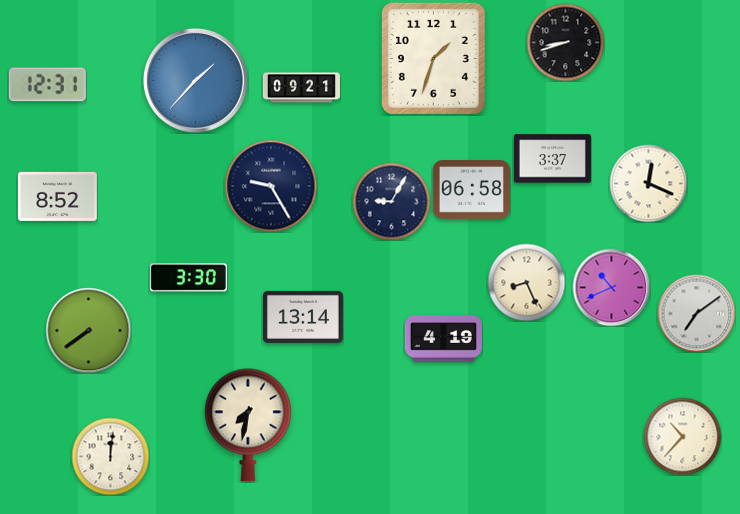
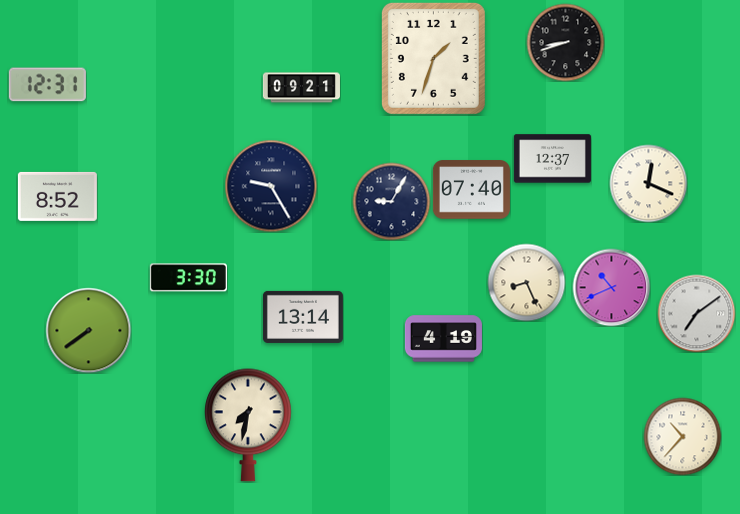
clock at (195, 80): 1:37 -> none
clock at (552, 159): 3:37 -> 12:37
clock at (471, 190): 06:58 -> 07:40
clock at (110, 456): 12:01 -> none
